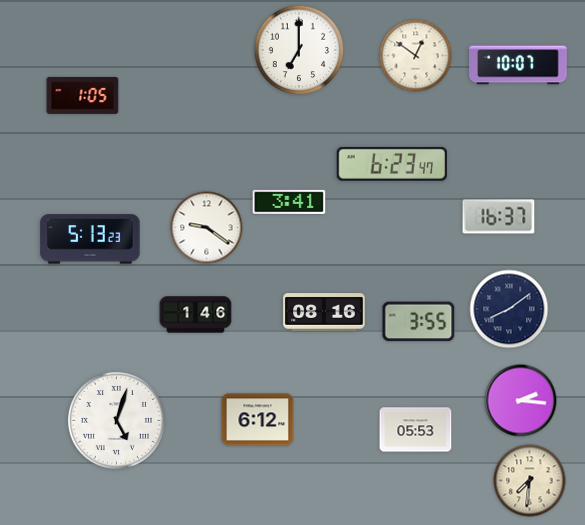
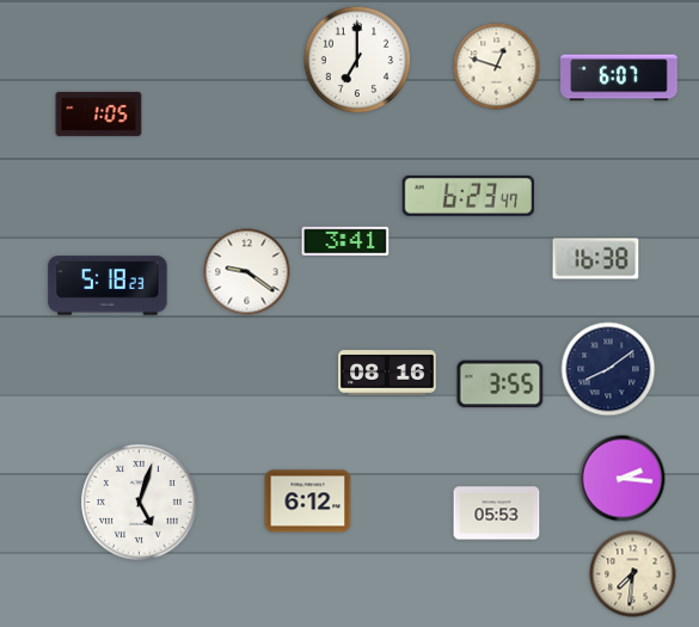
clock at (416, 56): 12:51 -> 12:48
clock at (518, 65): 10:07 -> 6:07
clock at (499, 217): 16:37 -> 16:38
clock at (90, 239): 5:13 -> 5:18
clock at (196, 315): 1:46 -> none
